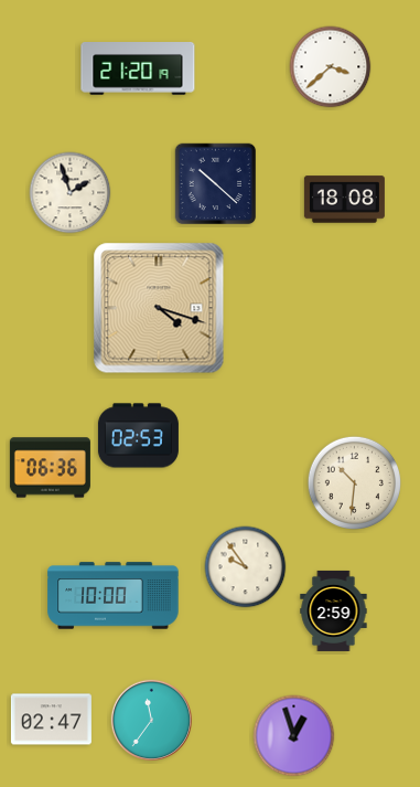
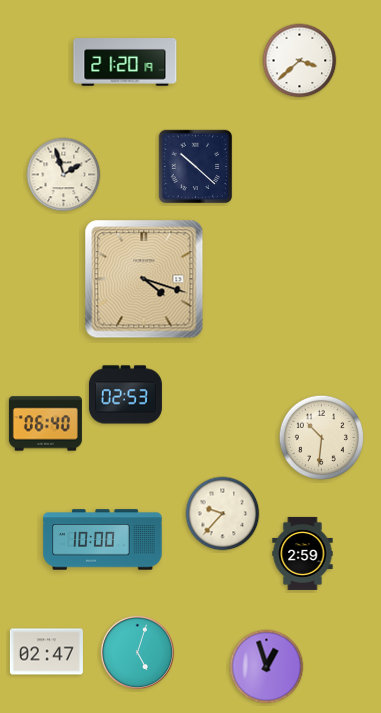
clock at (344, 200): 18:08 -> none
clock at (50, 468): 06:36 -> 06:40
clock at (246, 567): 9:54 -> 9:37
clock at (151, 720): 11:36 -> 5:03
